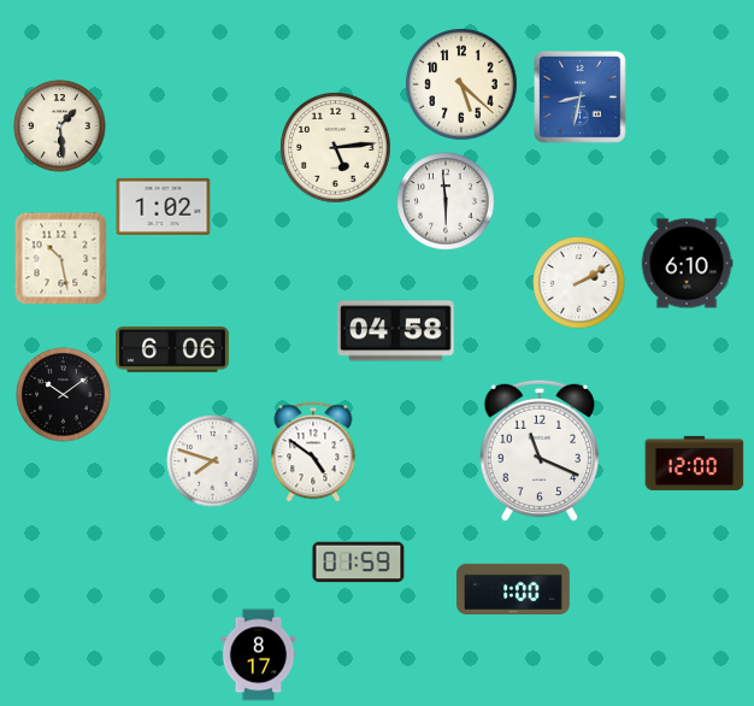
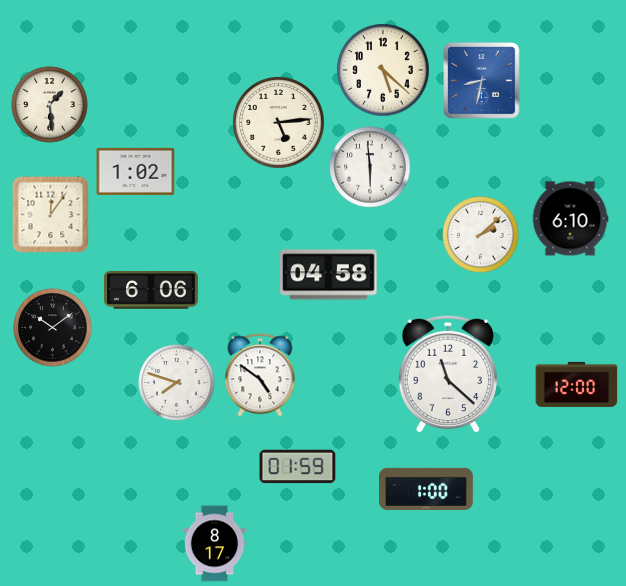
clock at (60, 259): 10:28 -> 12:06
clock at (579, 283): 2:10 -> 2:08
clock at (173, 351) position: (173, 351) -> (152, 291)
clock at (538, 451): 11:19 -> 11:22
